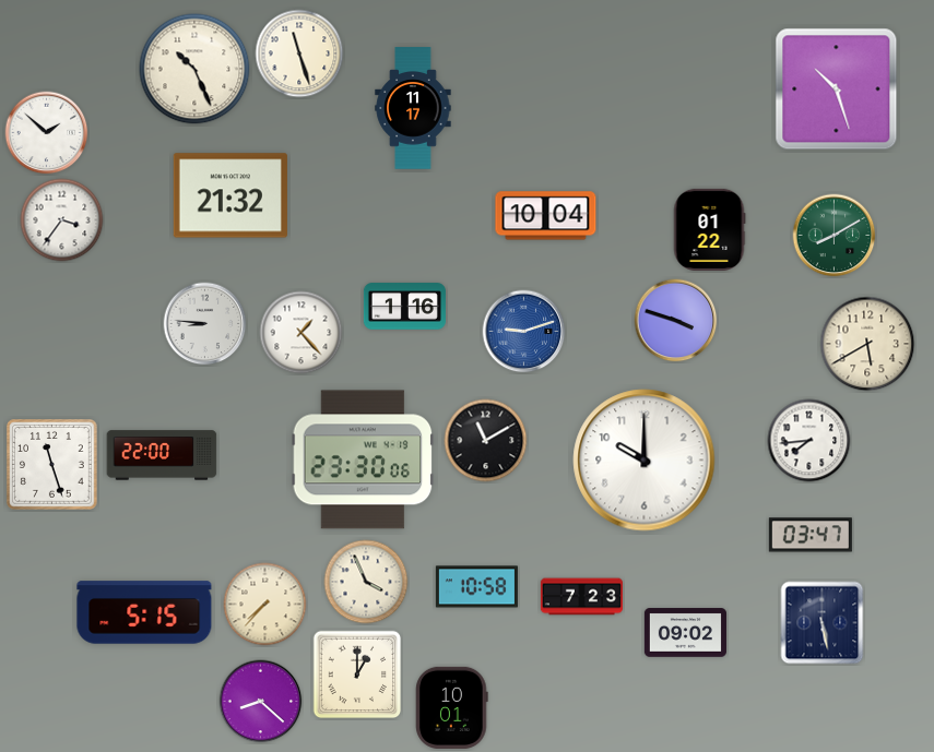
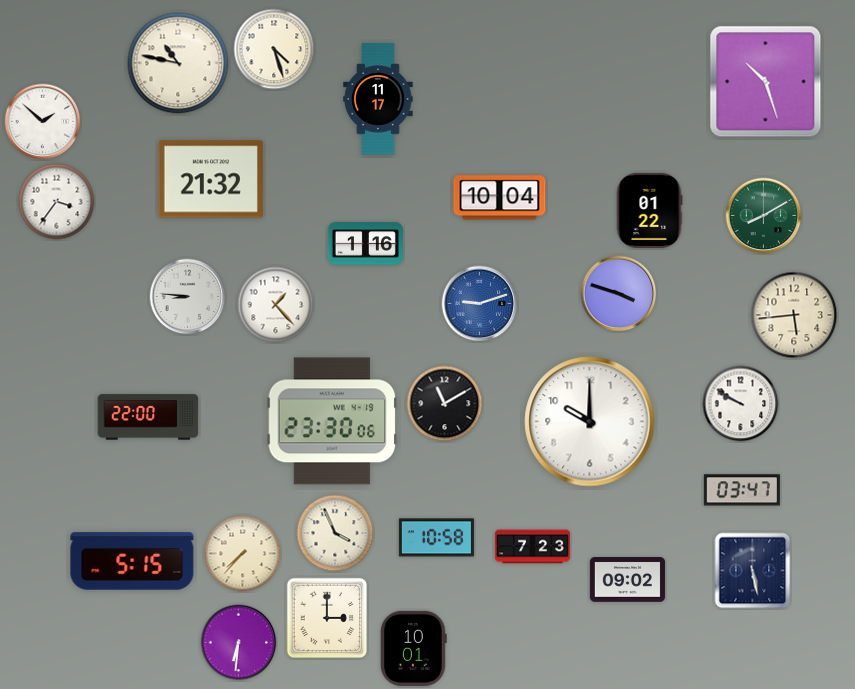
clock at (299, 53): 11:27 -> 4:27
clock at (194, 69): 10:26 -> 10:47
clock at (404, 307) position: (404, 307) -> (365, 244)
clock at (867, 344): 5:40 -> 5:44
clock at (809, 441): 7:44 -> 9:50
clock at (52, 465): 11:27 -> none
clock at (357, 675): 1:00 -> 3:00
clock at (261, 702): 8:22 -> 6:31
